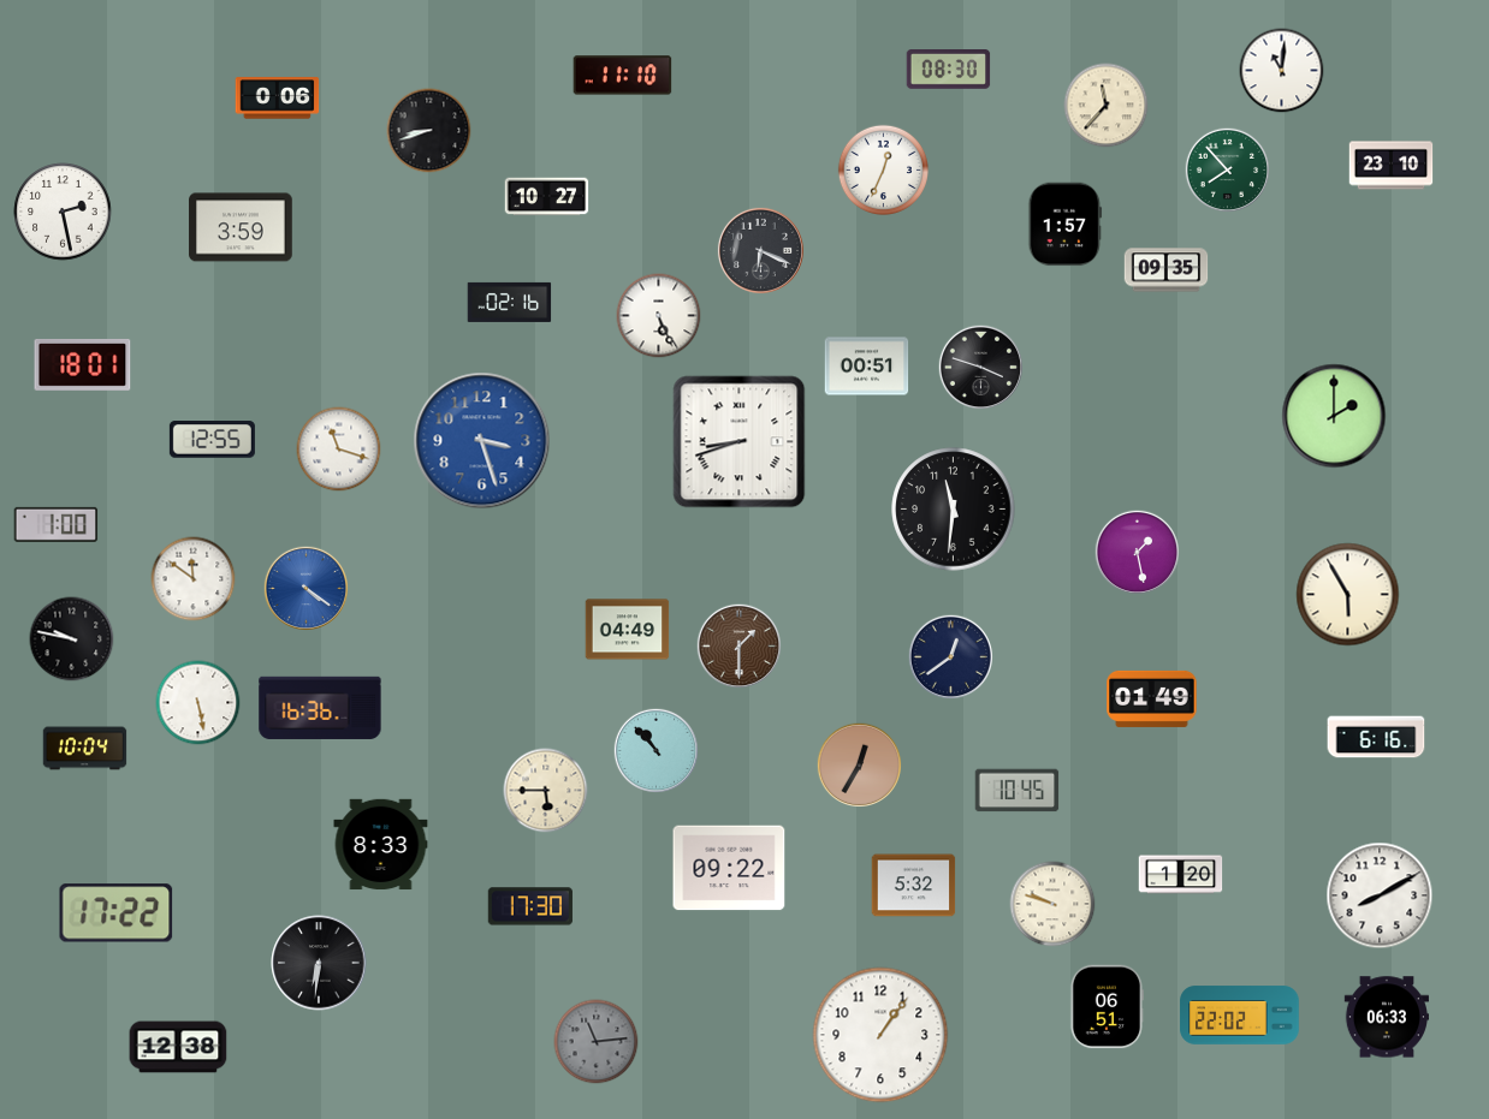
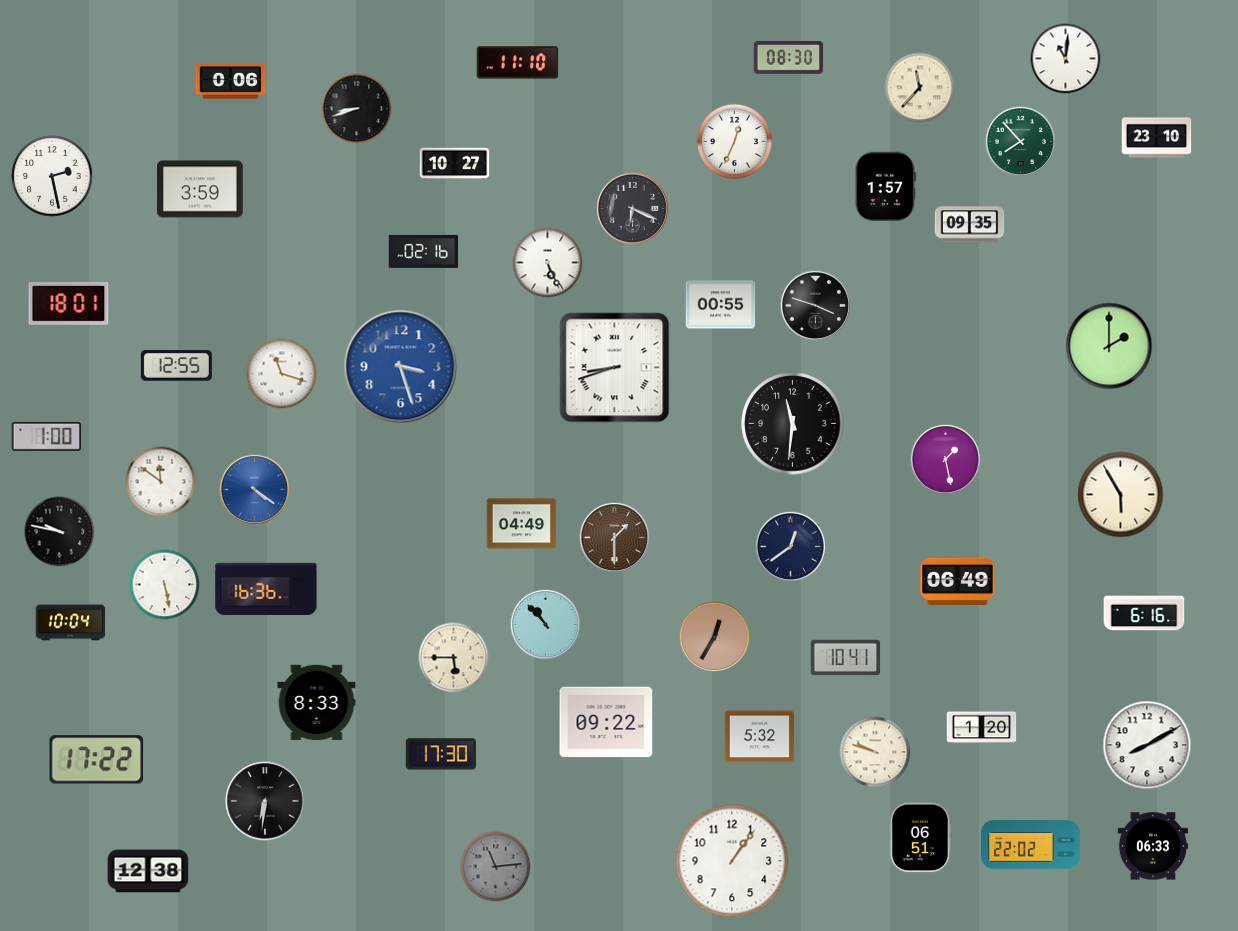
clock at (867, 367): 00:51 -> 00:55
clock at (1152, 698): 01:49 -> 06:49
clock at (1018, 791): 10:45 -> 10:41
